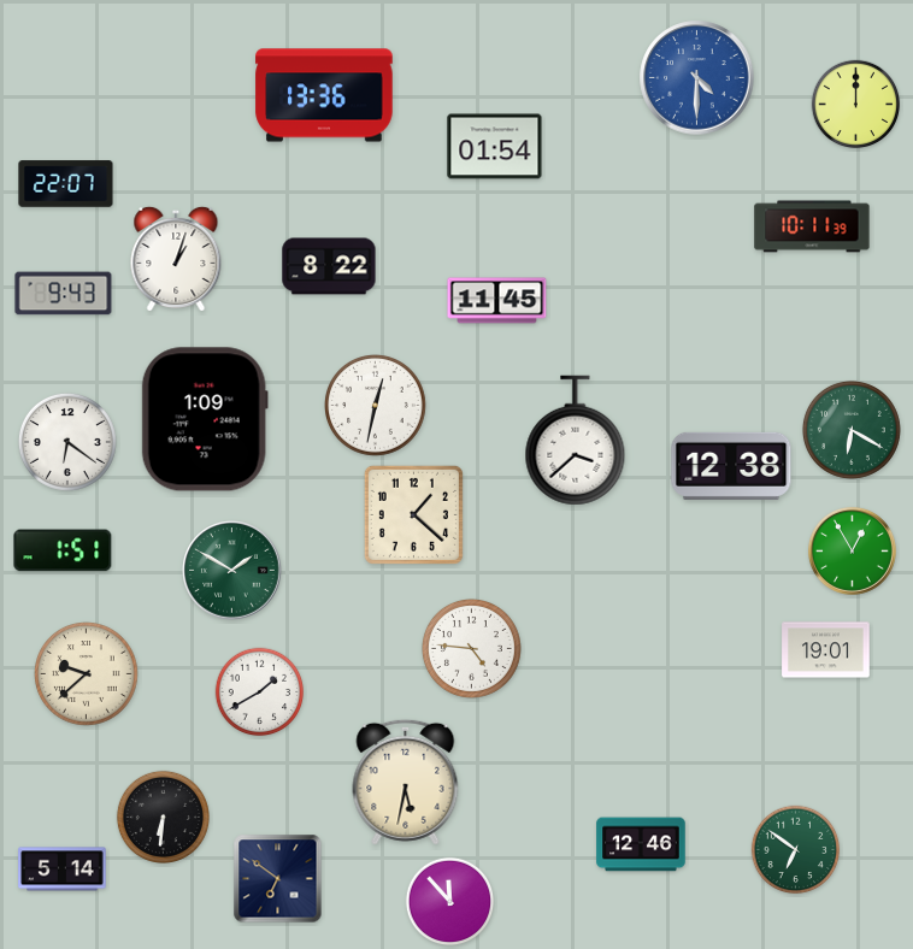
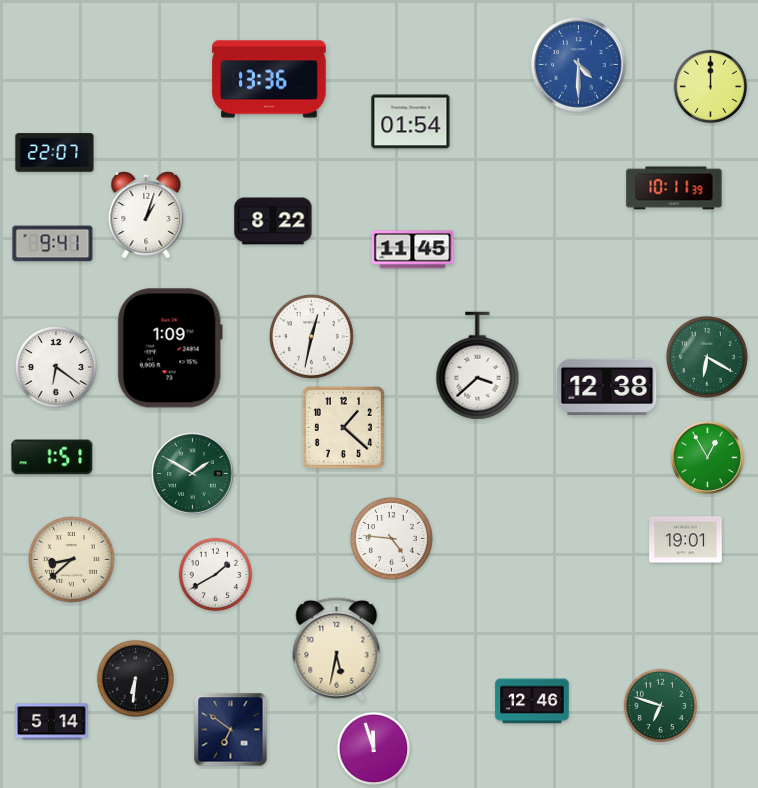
clock at (64, 294): 9:43 -> 9:41
clock at (87, 674): 9:38 -> 8:38
clock at (796, 850): 6:51 -> 6:48
clock at (450, 902): 11:53 -> 11:57
